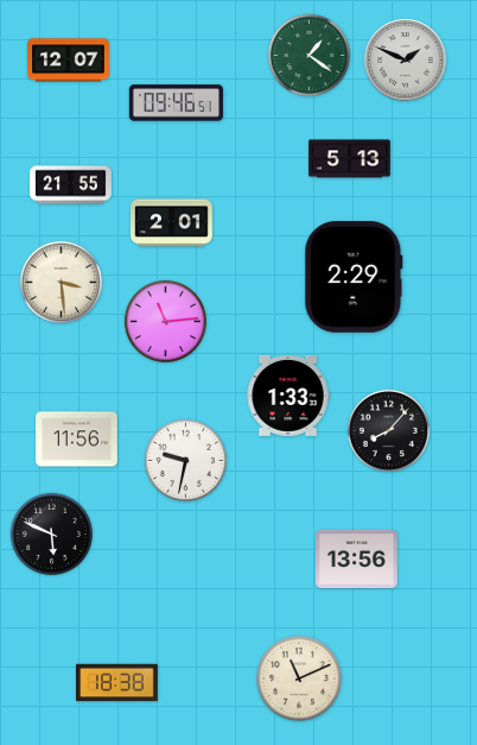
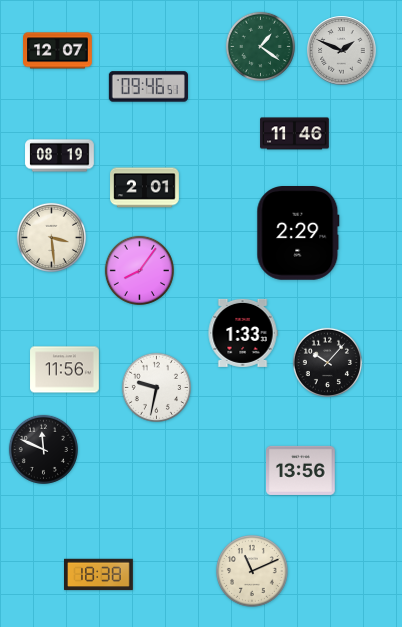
clock at (350, 159): 5:13 -> 11:46
clock at (71, 185): 21:55 -> 08:19
clock at (165, 321): 11:14 -> 8:06
clock at (388, 430): 8:07 -> 10:07
clock at (51, 534): 5:49 -> 11:49
